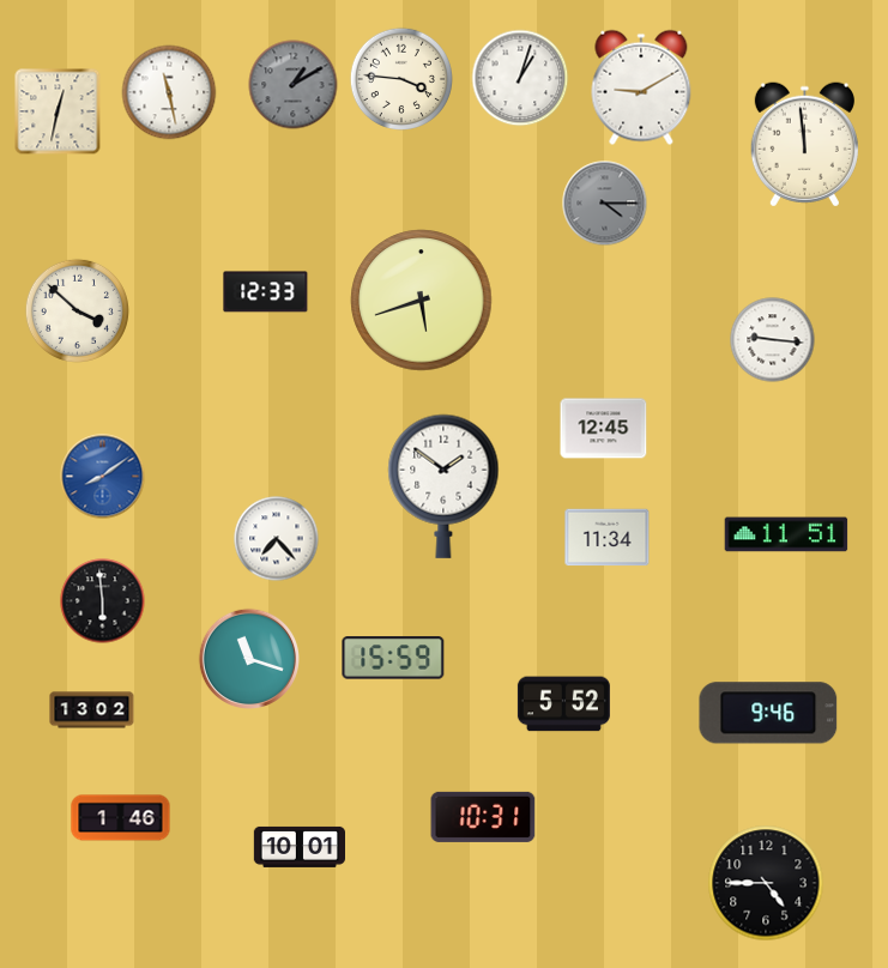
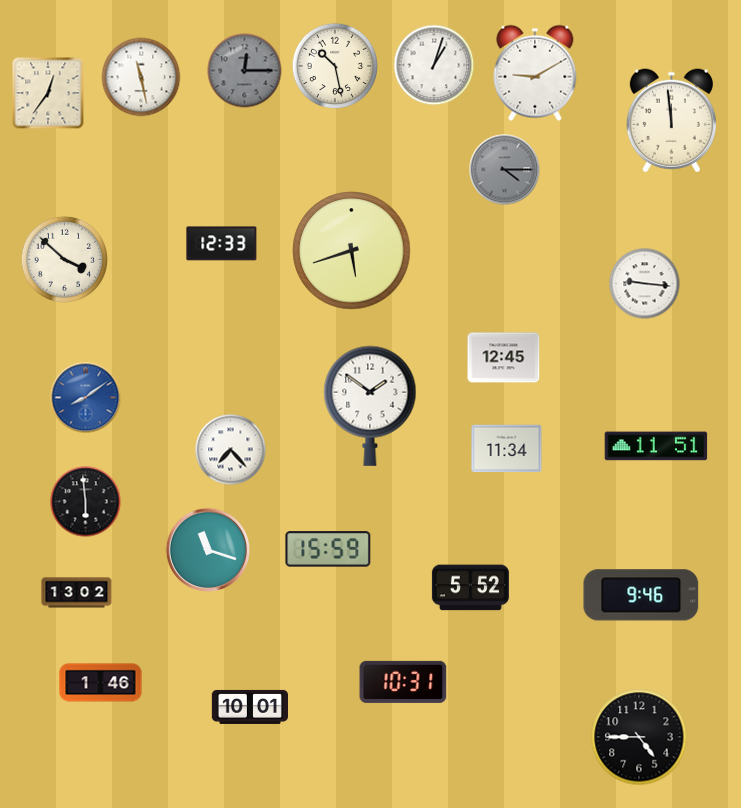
clock at (400, 78): 3:46 -> 10:28
clock at (294, 85): 1:10 -> 12:15
clock at (58, 111): 12:32 -> 12:36
